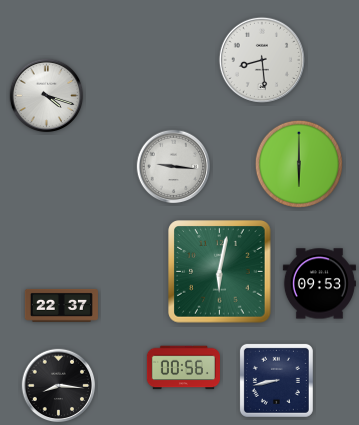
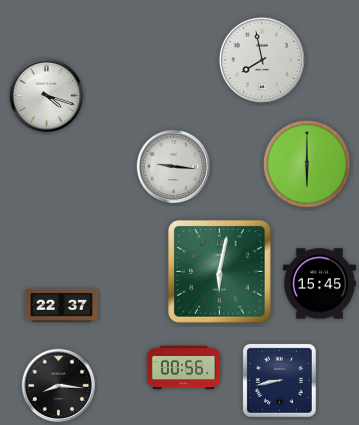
clock at (262, 60): 8:29 -> 7:58
clock at (298, 163) position: (298, 163) -> (306, 163)
clock at (319, 284): 09:53 -> 15:45
clock at (276, 380) position: (276, 380) -> (279, 380)
